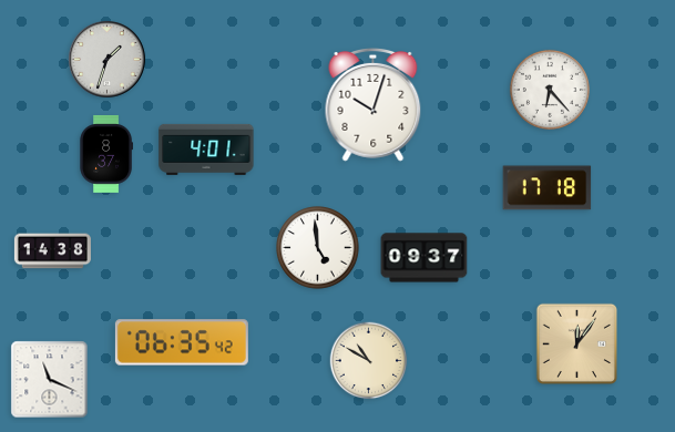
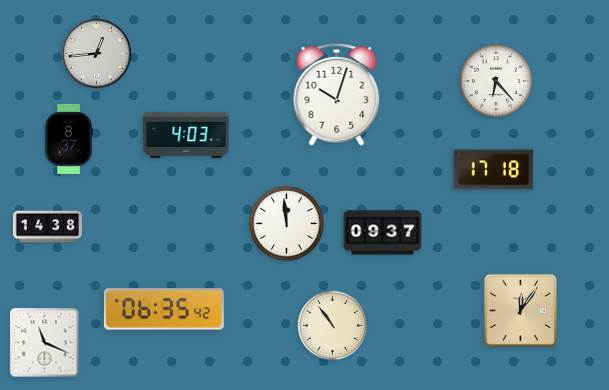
clock at (108, 60): 1:33 -> 12:44
clock at (206, 150): 4:01 -> 4:03
clock at (105, 154) position: (105, 154) -> (68, 139)
clock at (318, 248): 4:59 -> 11:59
clock at (369, 361): 10:50 -> 10:54
